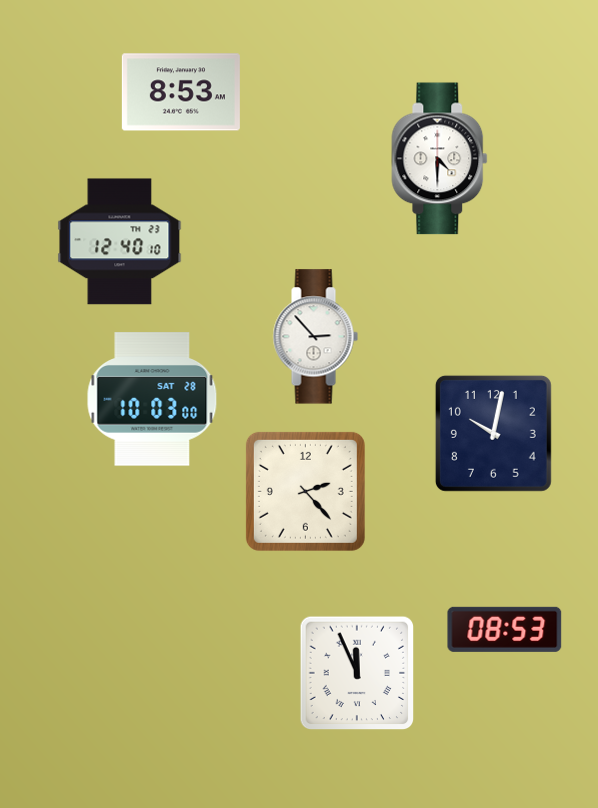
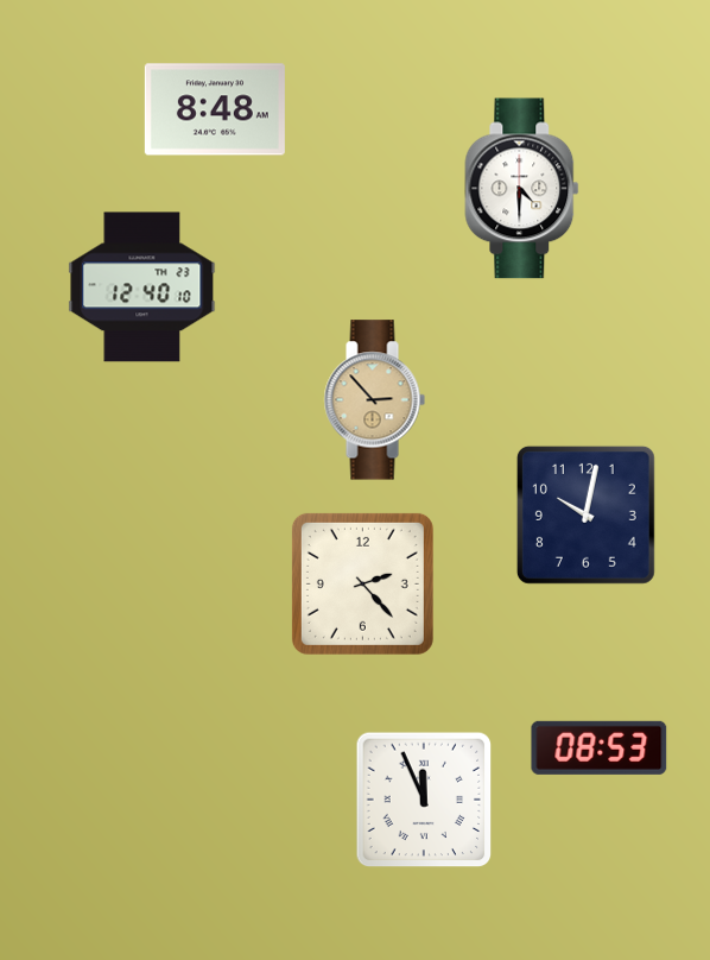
clock at (181, 92): 8:53 -> 8:48
clock at (315, 337) dial: white -> champagne
clock at (152, 399): 10:03 -> none
